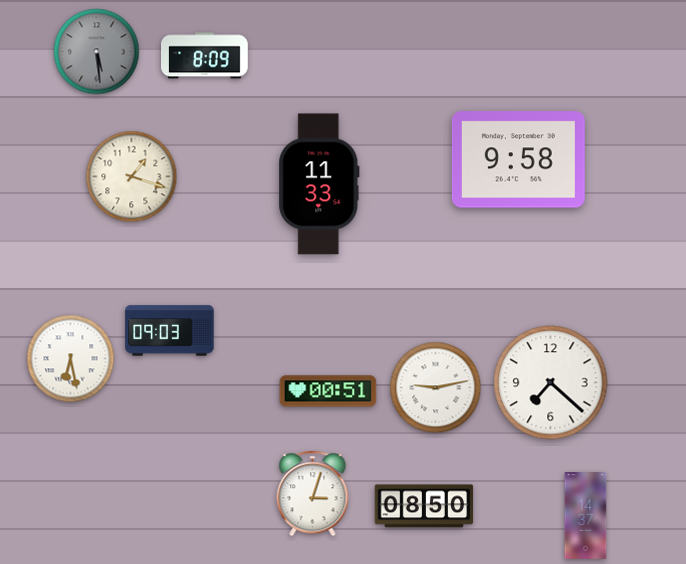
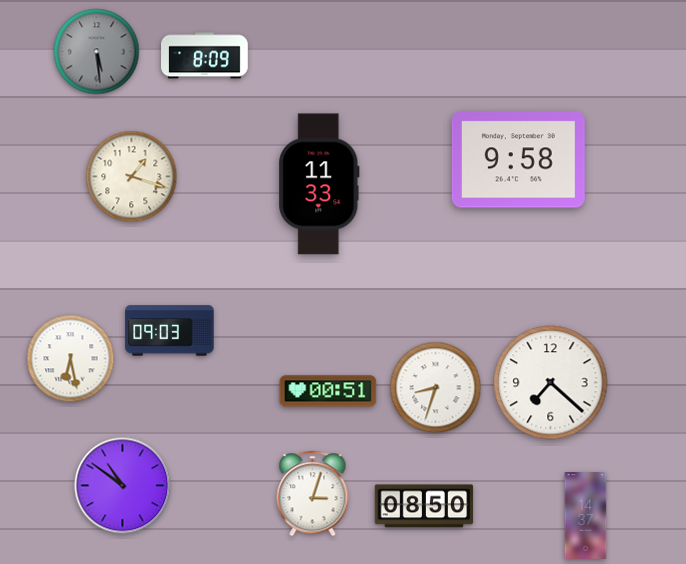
clock at (436, 388): 9:13 -> 8:33
clock at (123, 486): none -> 10:51
